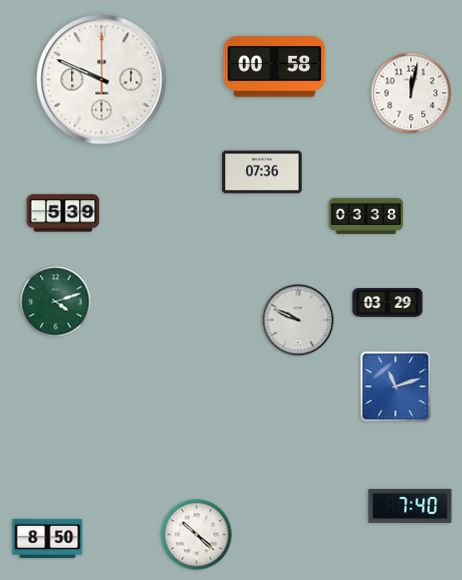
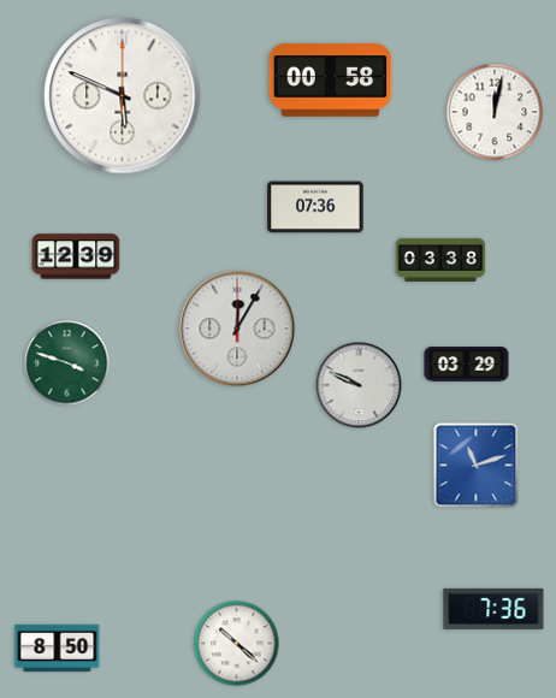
clock at (102, 80): 9:49 -> 5:49
clock at (63, 213): 5:39 -> 12:39
clock at (237, 329): none -> 12:05
clock at (56, 302): 4:12 -> 3:48
clock at (410, 506): 7:40 -> 7:36
